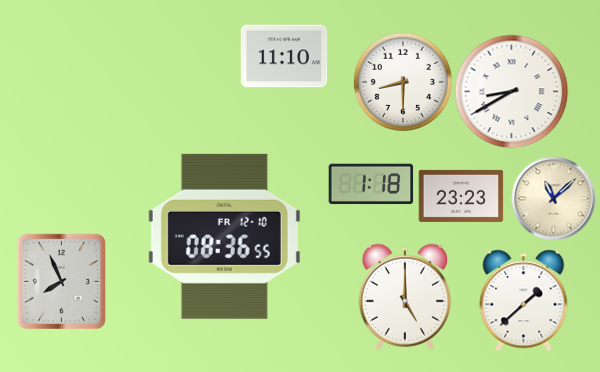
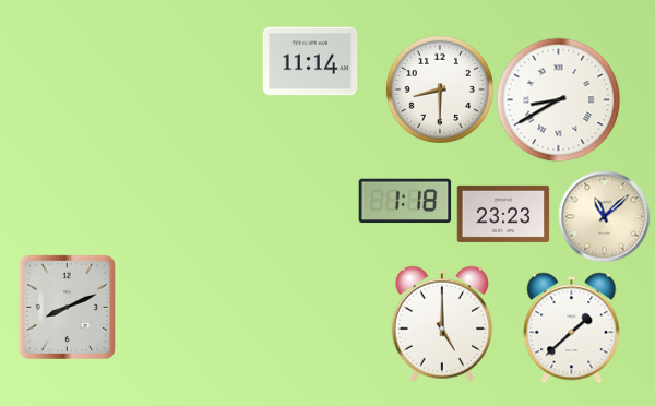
clock at (284, 56): 11:10 -> 11:14
clock at (224, 236): 08:36 -> none
clock at (61, 281): 7:56 -> 8:11
